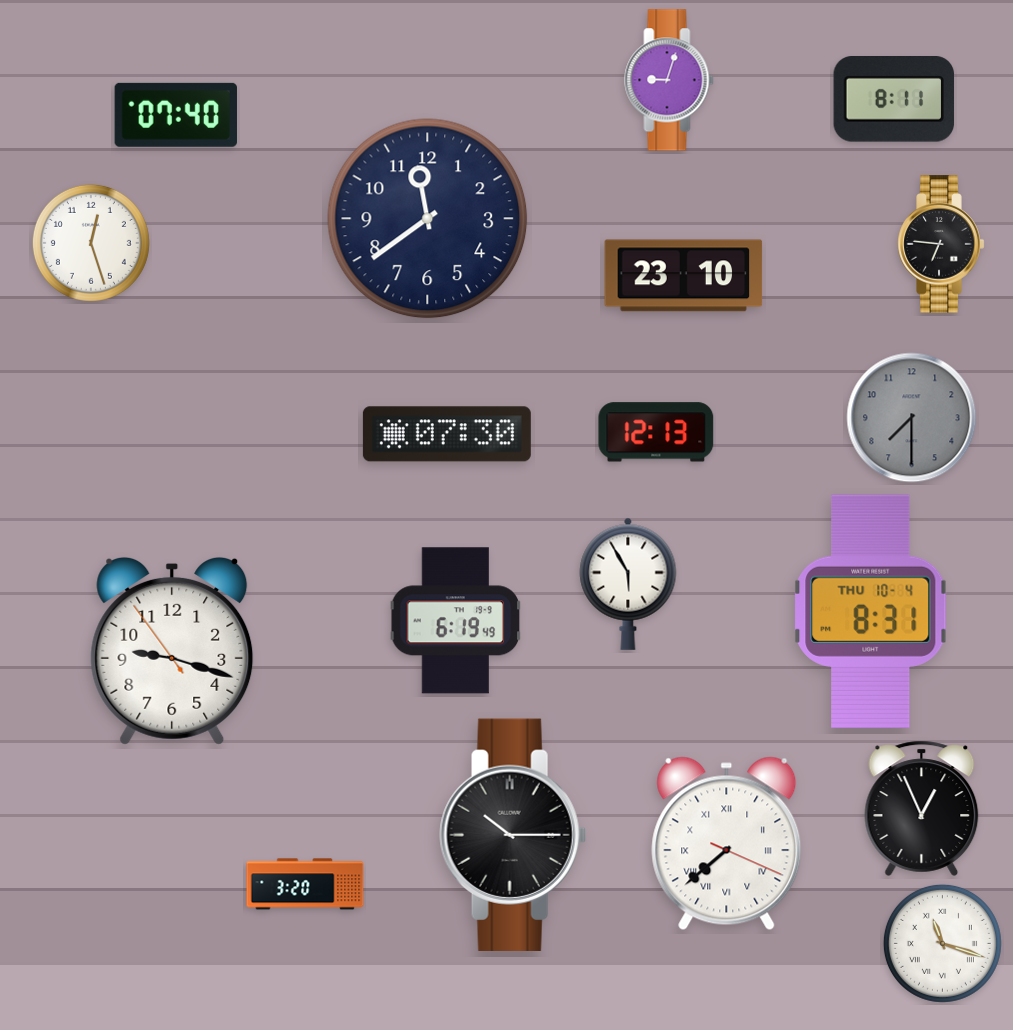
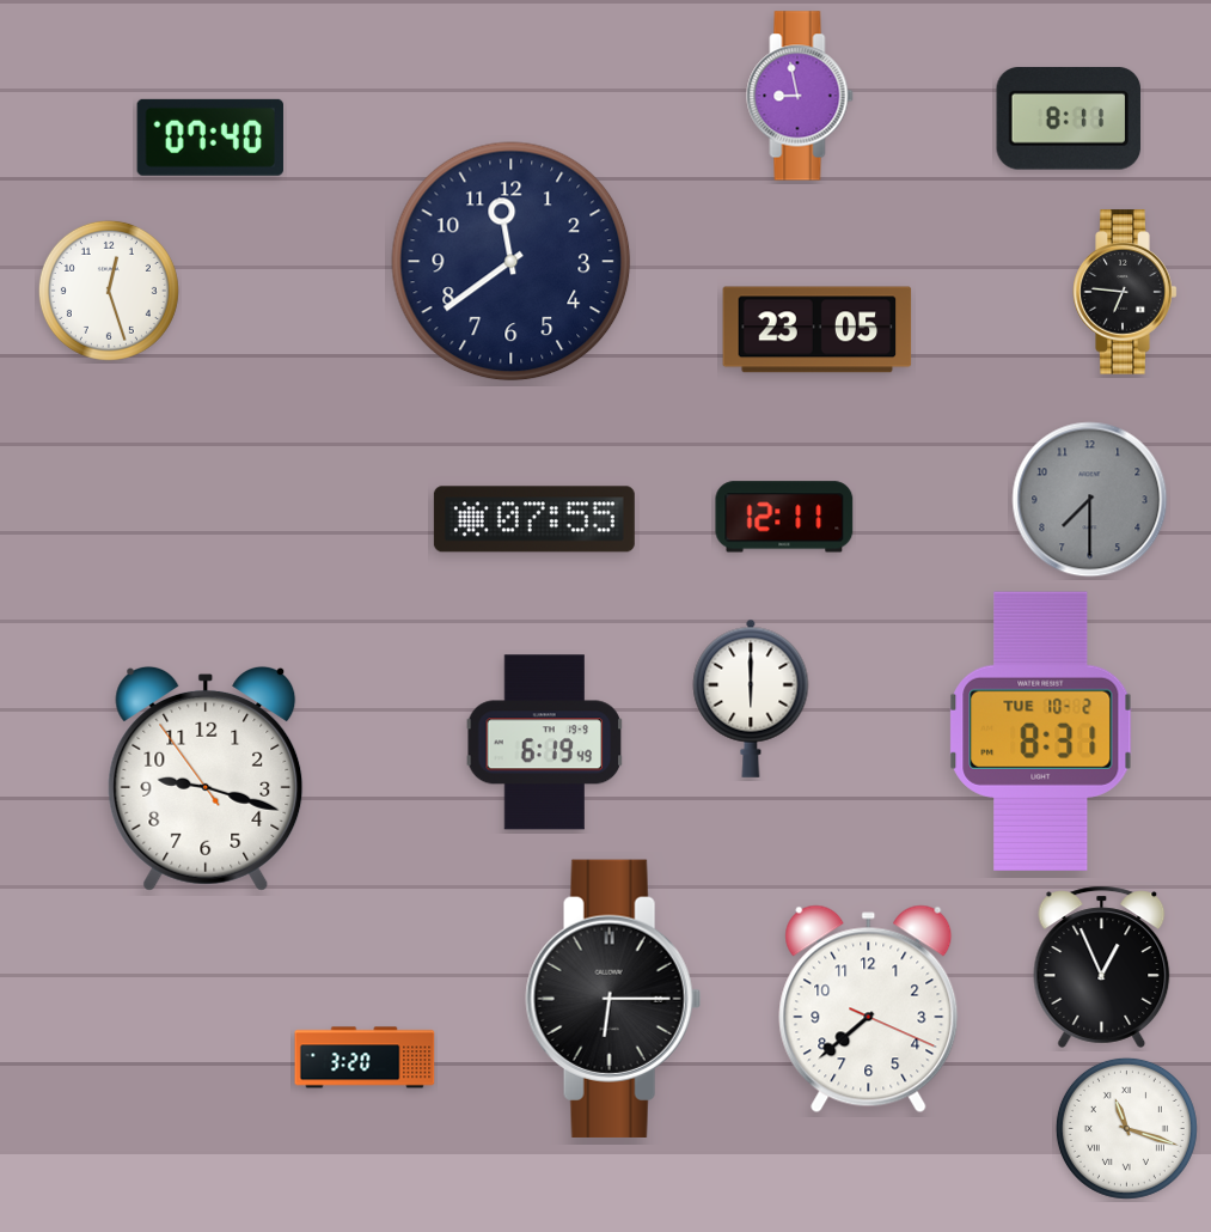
clock at (669, 80): 9:03 -> 8:58
clock at (684, 276): 23:10 -> 23:05
clock at (656, 432): 12:13 -> 12:11
clock at (447, 434): 07:30 -> 07:55
clock at (628, 584): 5:55 -> 6:00
clock at (871, 611) date: THU 10-4 -> TUE 10-2
clock at (513, 835): 10:15 -> 6:15
clock at (727, 844) numerals: Roman -> Arabic
